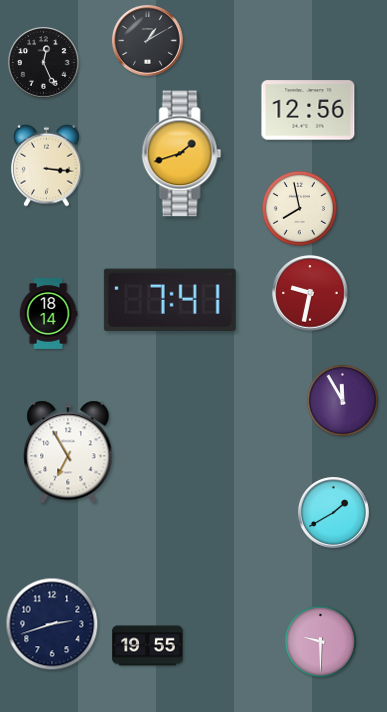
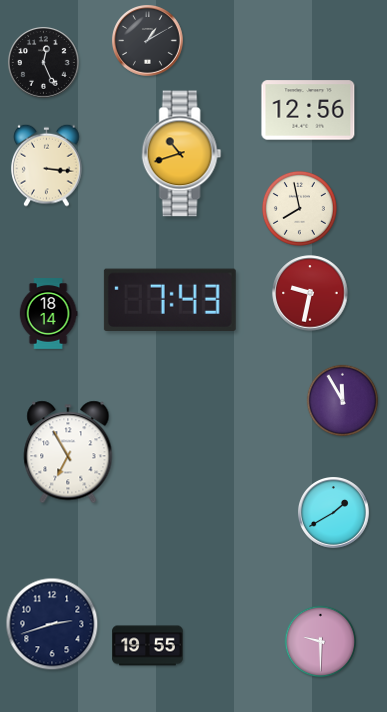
clock at (182, 154): 1:42 -> 10:42
clock at (170, 299): 7:41 -> 7:43
